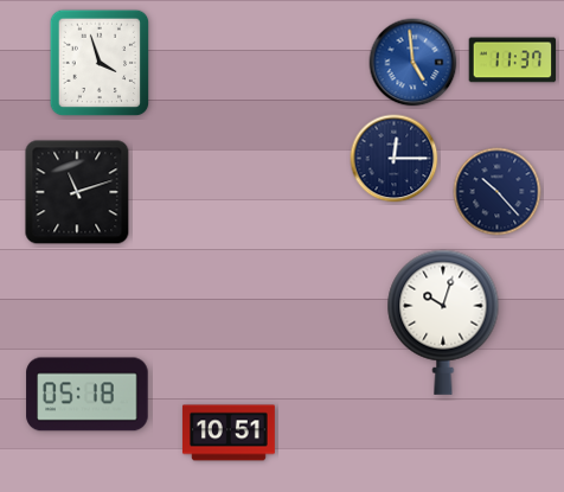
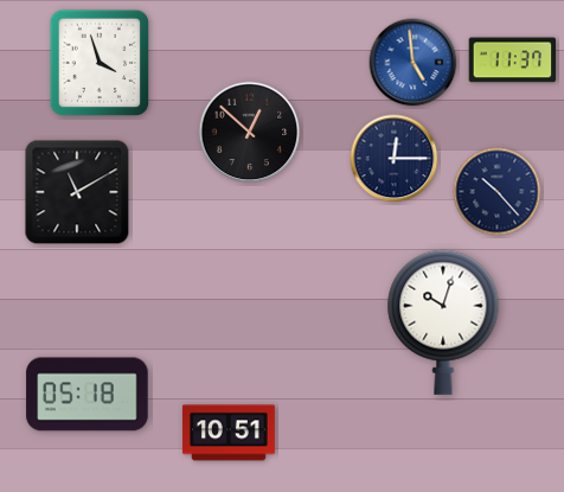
clock at (250, 133): none -> 12:52
clock at (77, 192): 11:12 -> 11:10
